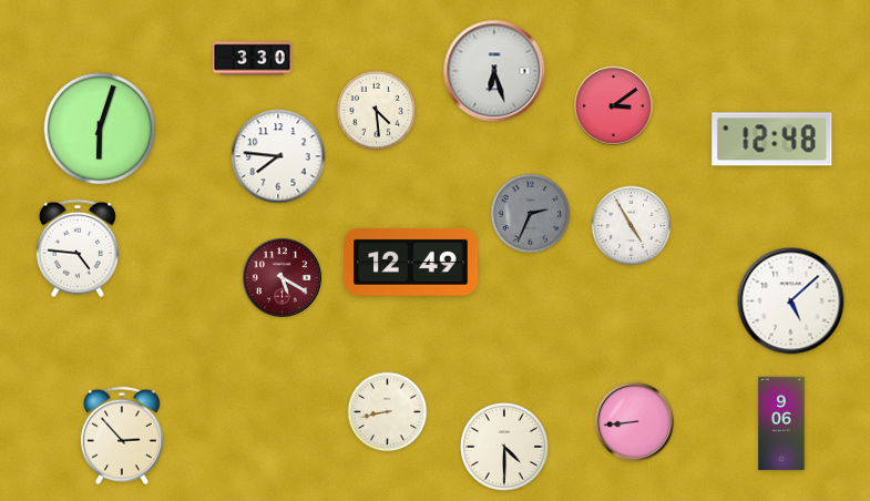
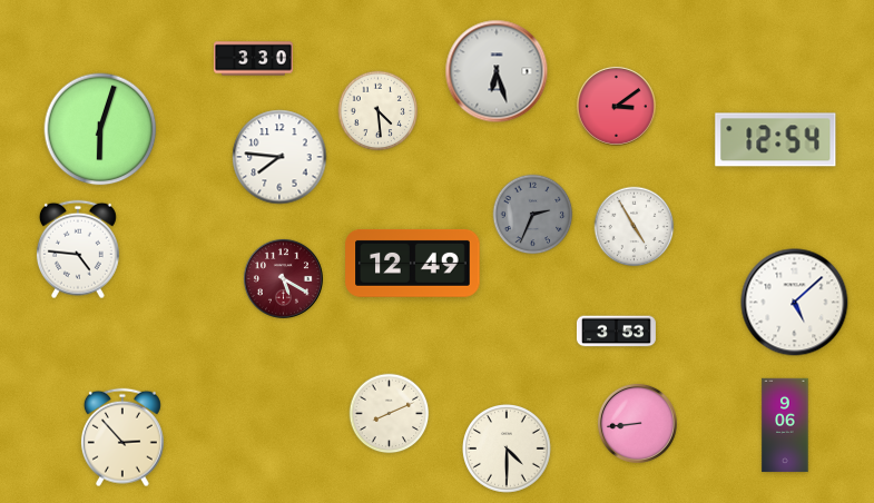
clock at (772, 140): 12:48 -> 12:54
clock at (616, 332): none -> 3:53
clock at (388, 412): 8:43 -> 8:11
